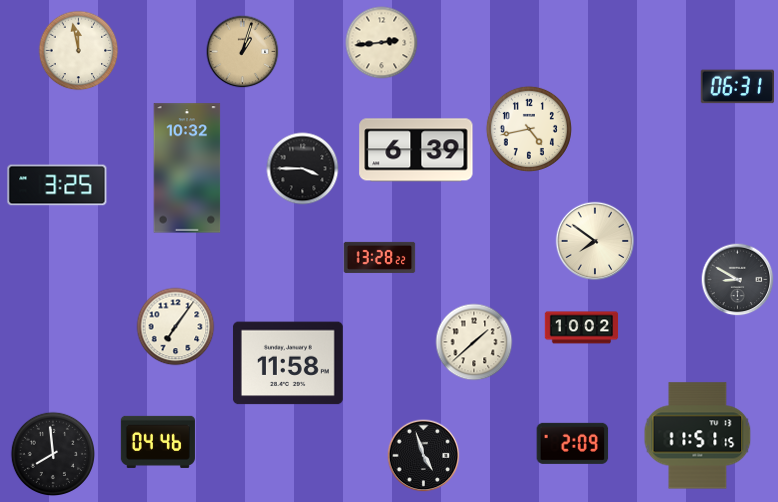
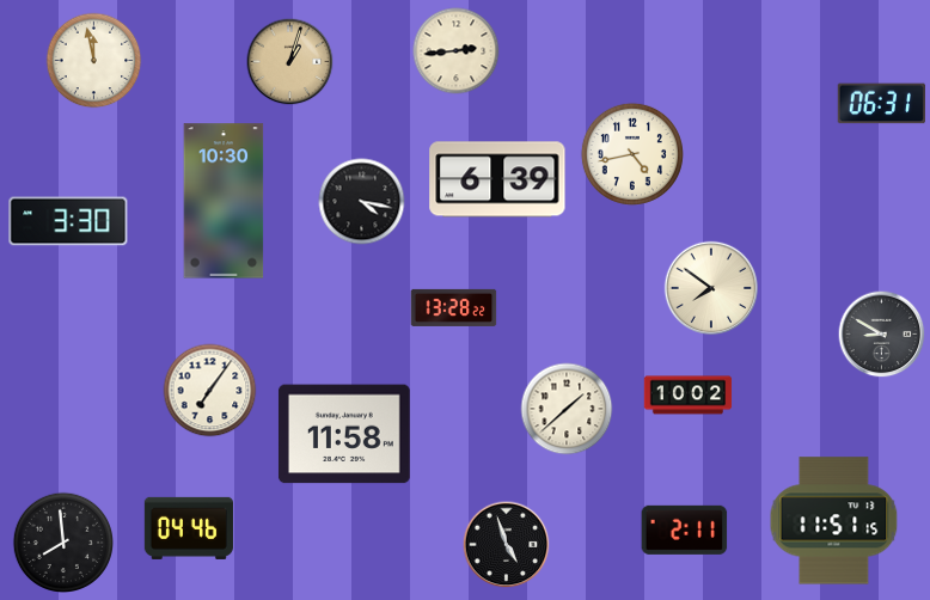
clock at (187, 168): 10:32 -> 10:30
clock at (303, 169): 3:45 -> 4:17
clock at (57, 185): 3:25 -> 3:30
clock at (582, 328) position: (582, 328) -> (689, 396)
clock at (573, 443): 2:09 -> 2:11
